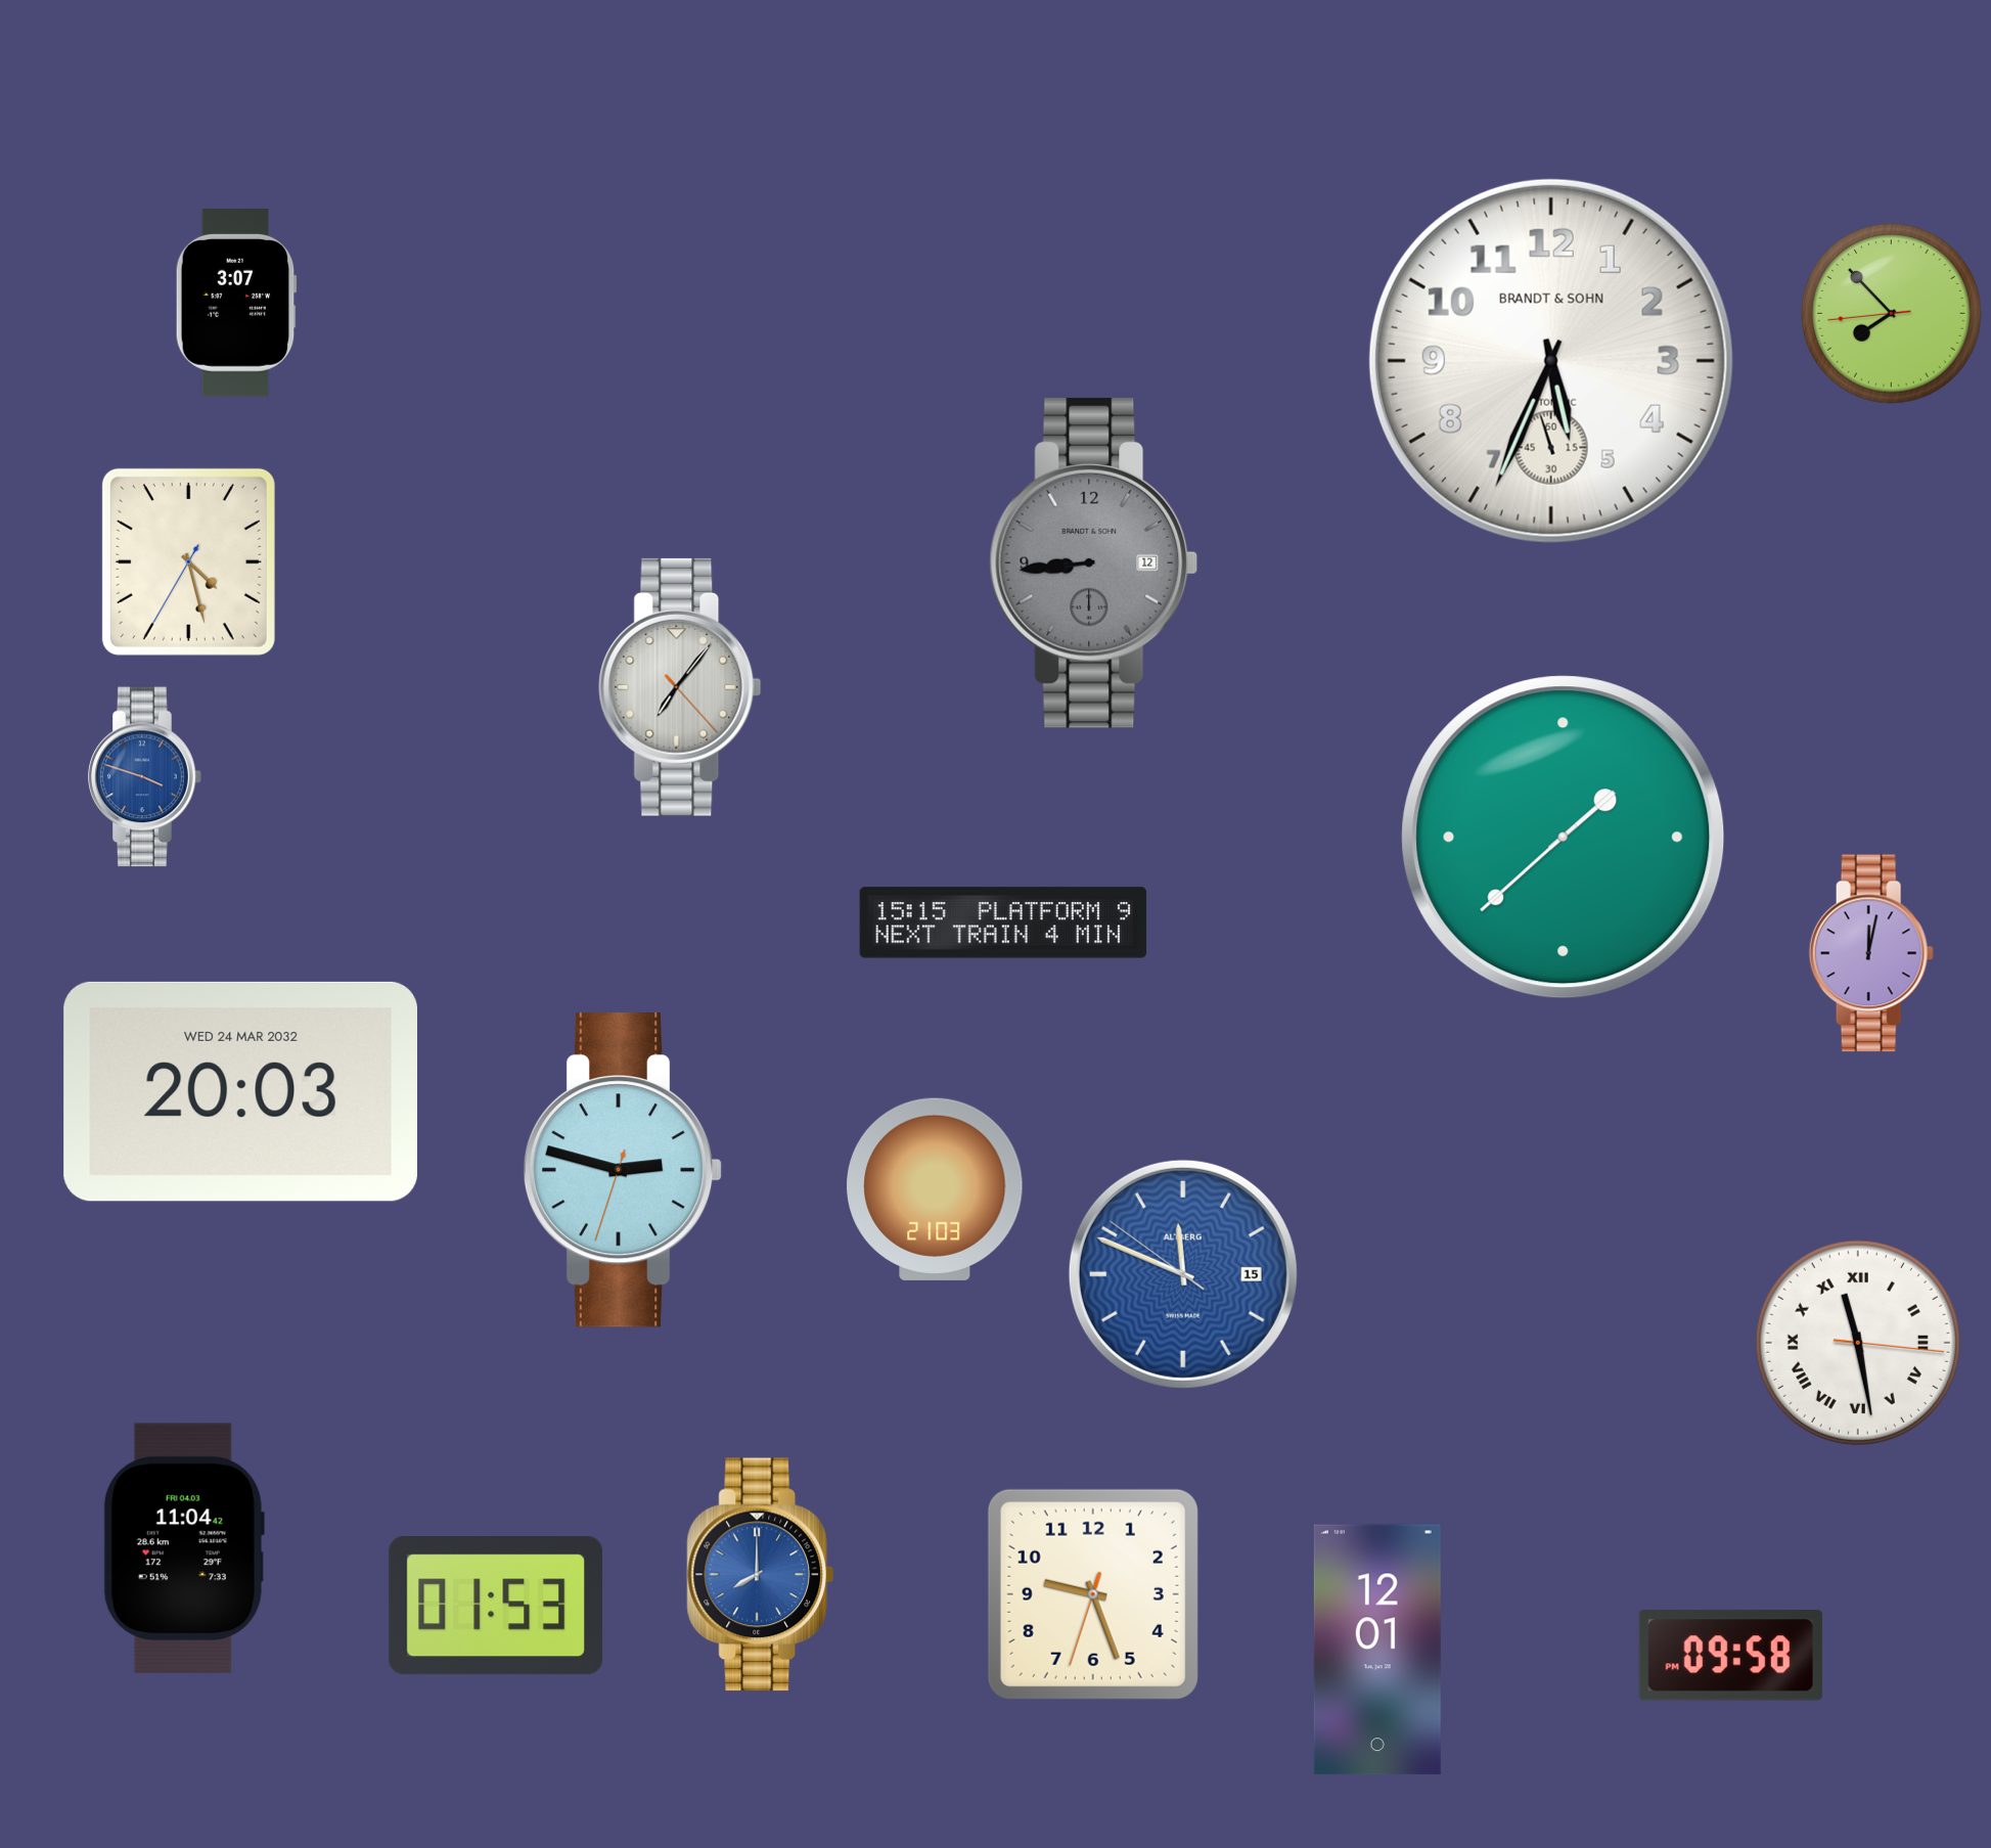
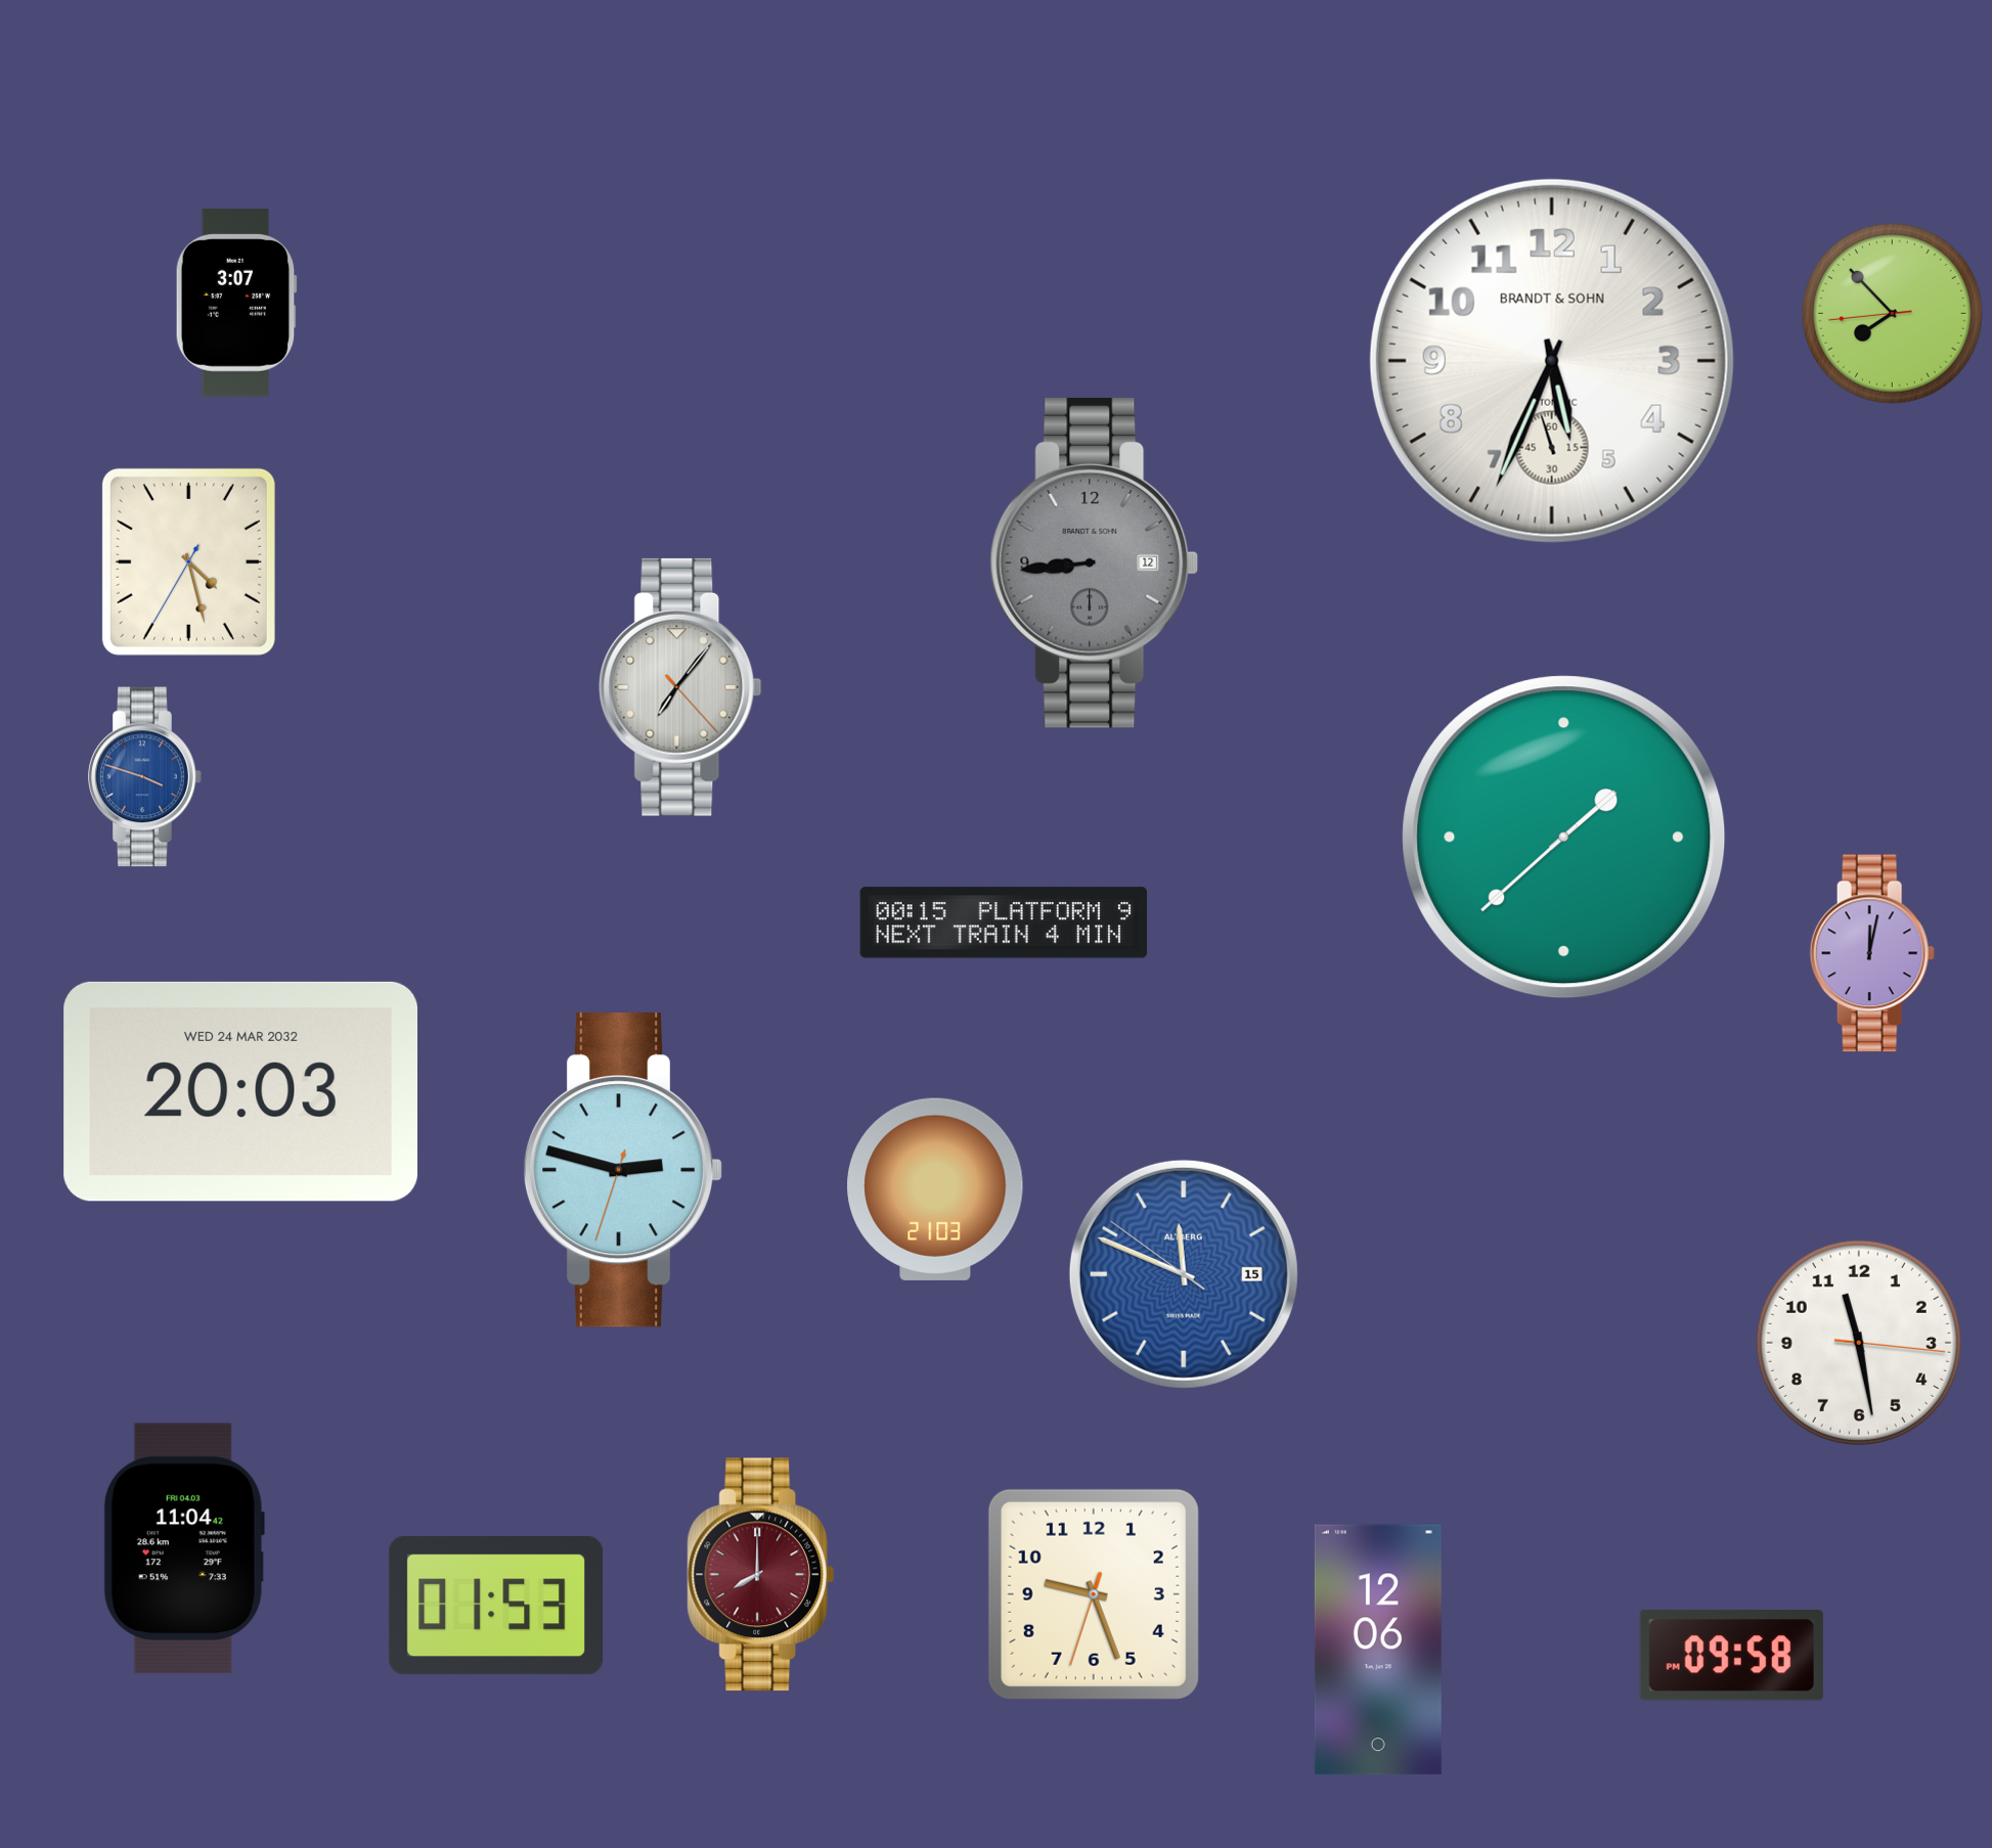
clock at (1003, 922): 15:15 -> 00:15
clock at (1858, 1343) numerals: Roman -> Arabic
clock at (760, 1575) dial: blue -> burgundy
clock at (1377, 1650): 12:01 -> 12:06
